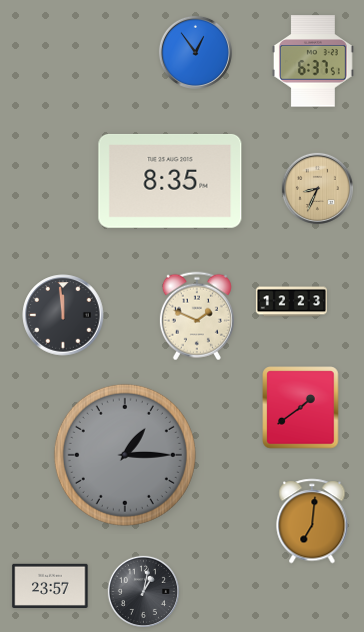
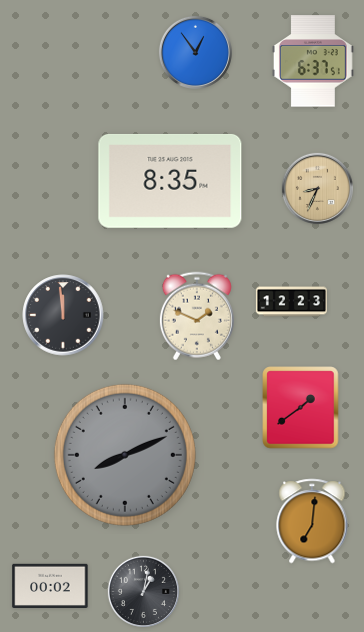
clock at (125, 455): 1:15 -> 8:11
clock at (50, 585): 23:57 -> 00:02
